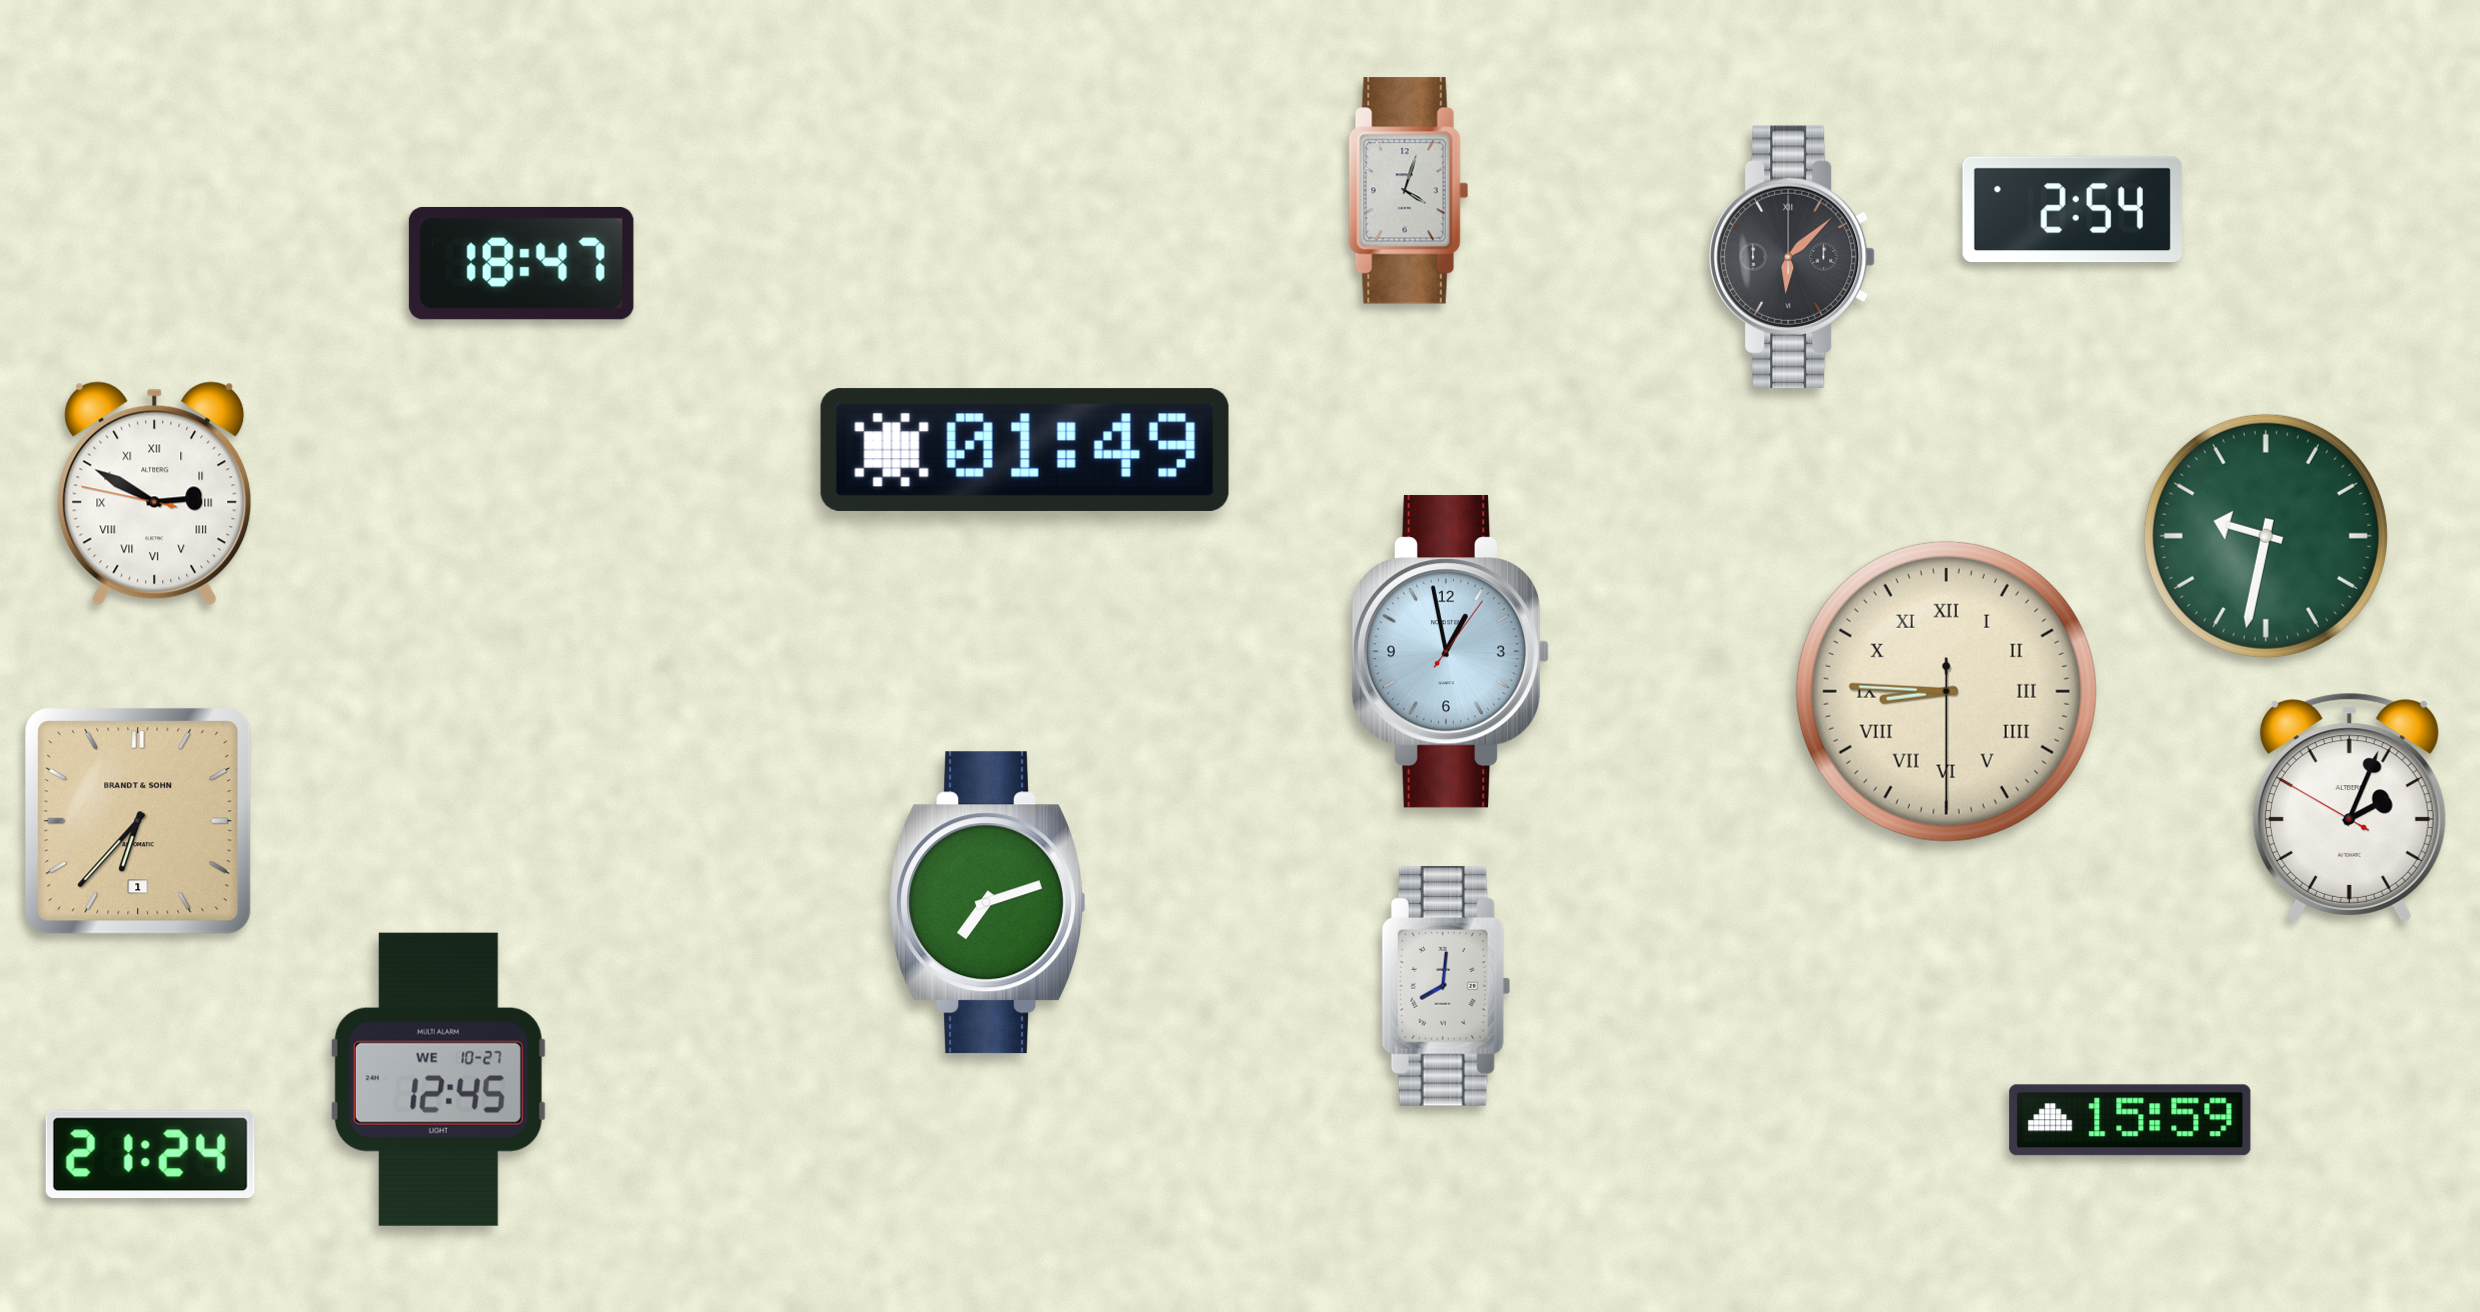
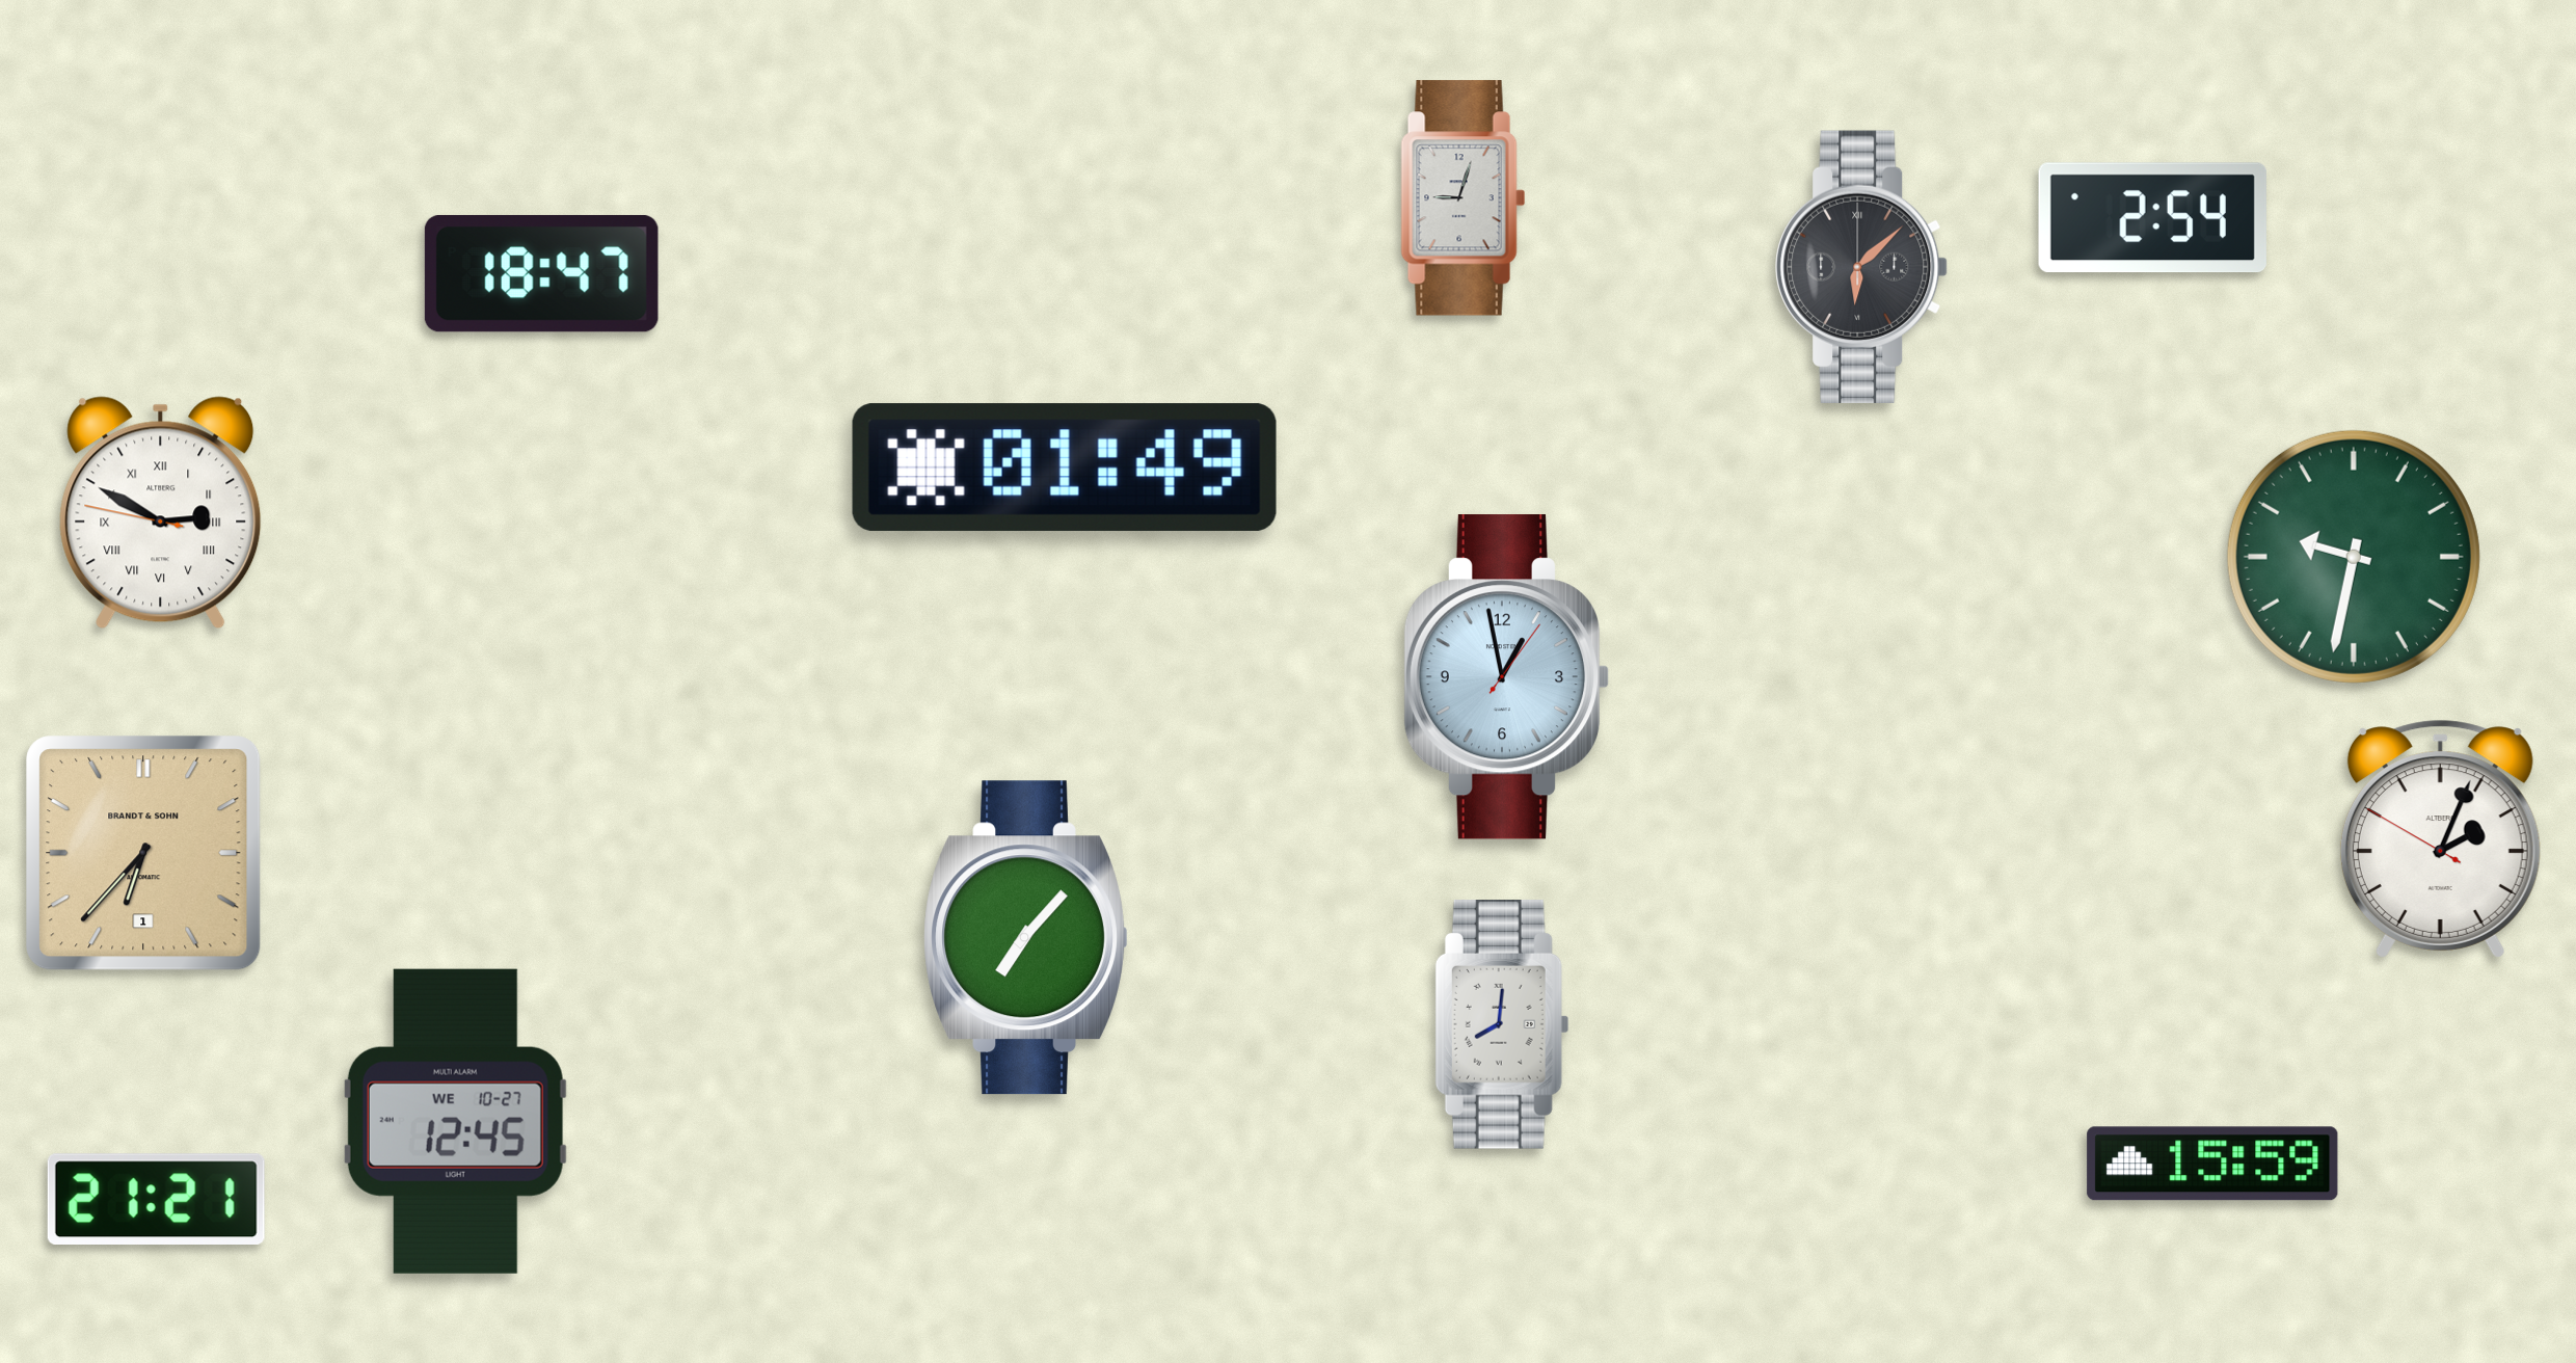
clock at (1409, 191): 4:03 -> 9:03
clock at (1946, 691): 8:45 -> none
clock at (988, 903): 7:12 -> 7:07
clock at (150, 1154): 21:24 -> 21:21
